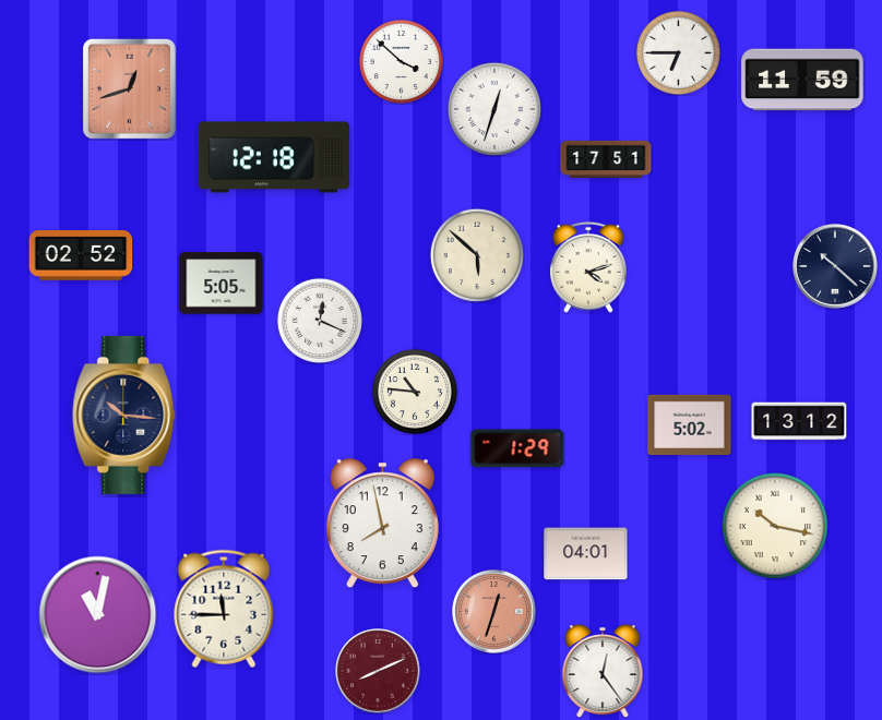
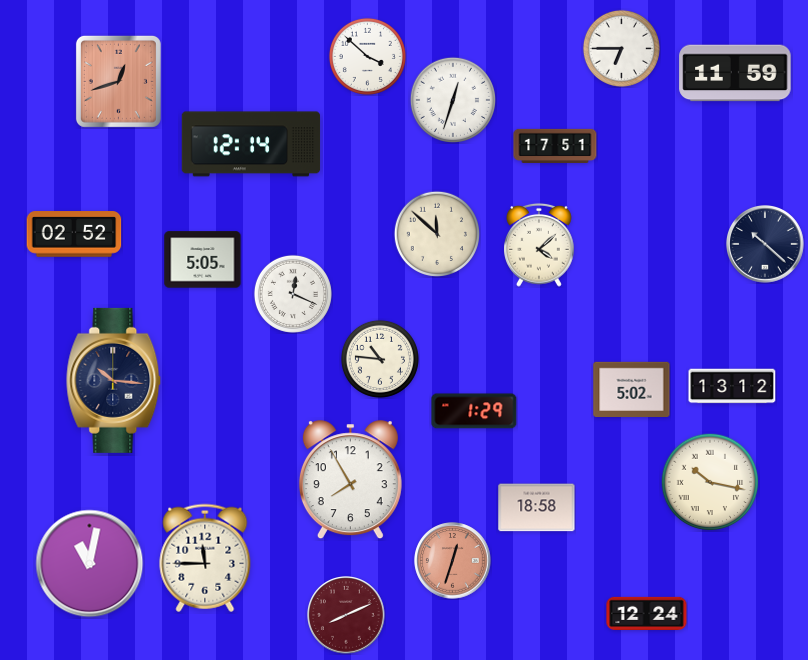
clock at (274, 157): 12:18 -> 12:14
clock at (476, 254): 5:52 -> 11:52
clock at (589, 267): 4:12 -> 4:08
clock at (382, 524): 7:58 -> 7:55
clock at (586, 554): 04:01 -> 18:58
clock at (647, 613): none -> 12:24
clock at (603, 671): 12:24 -> none
